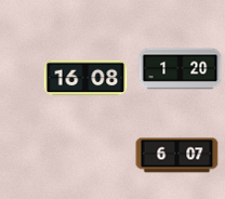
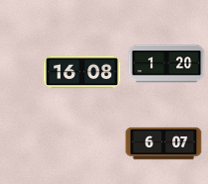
clock at (85, 78) position: (85, 78) -> (82, 72)
